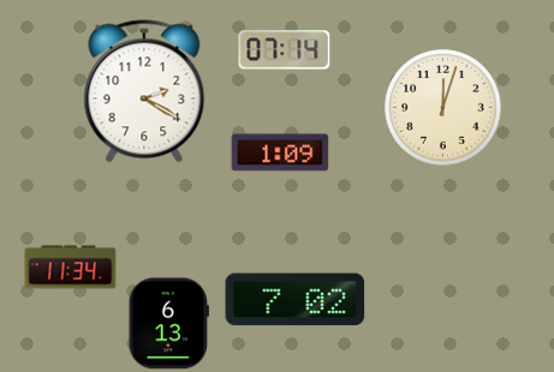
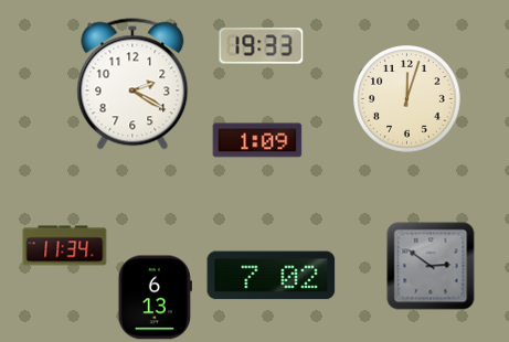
clock at (285, 50): 07:14 -> 19:33
clock at (431, 266): none -> 2:51
